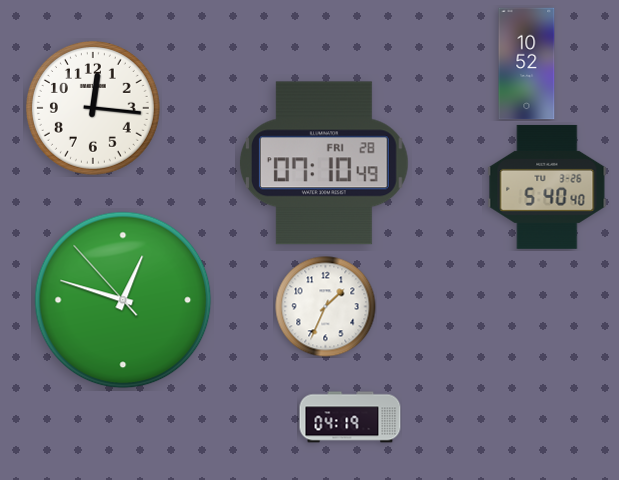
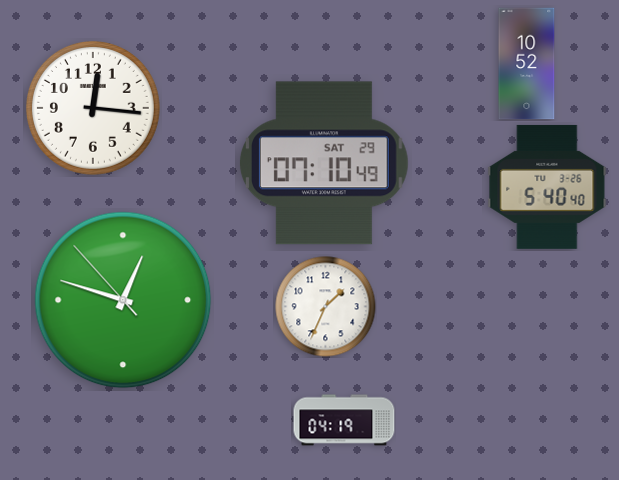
clock at (324, 163) date: FRI 28 -> SAT 29
clock at (350, 417) position: (350, 417) -> (344, 420)
